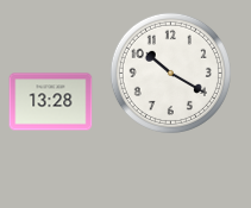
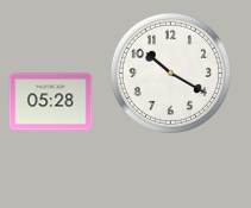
clock at (51, 102): 13:28 -> 05:28
